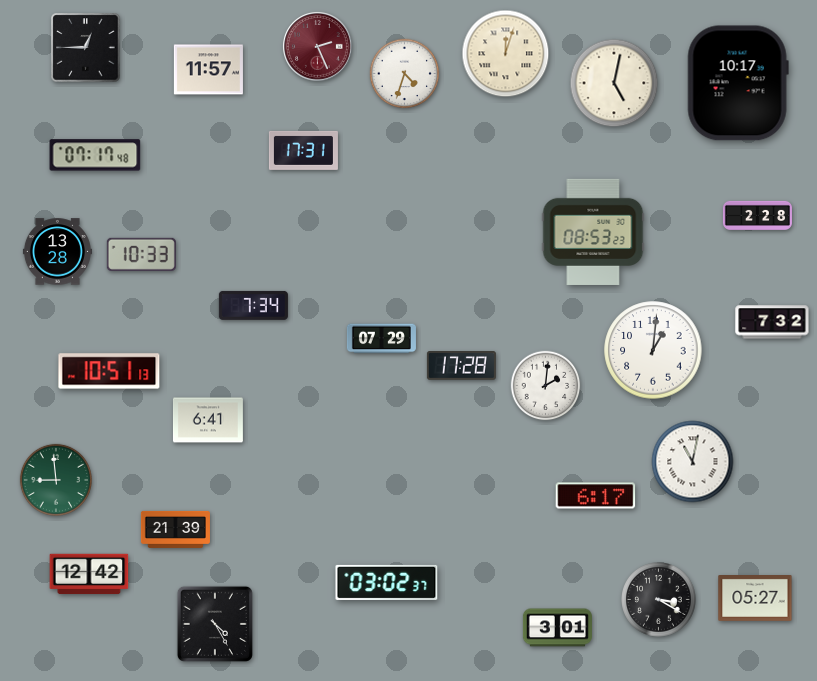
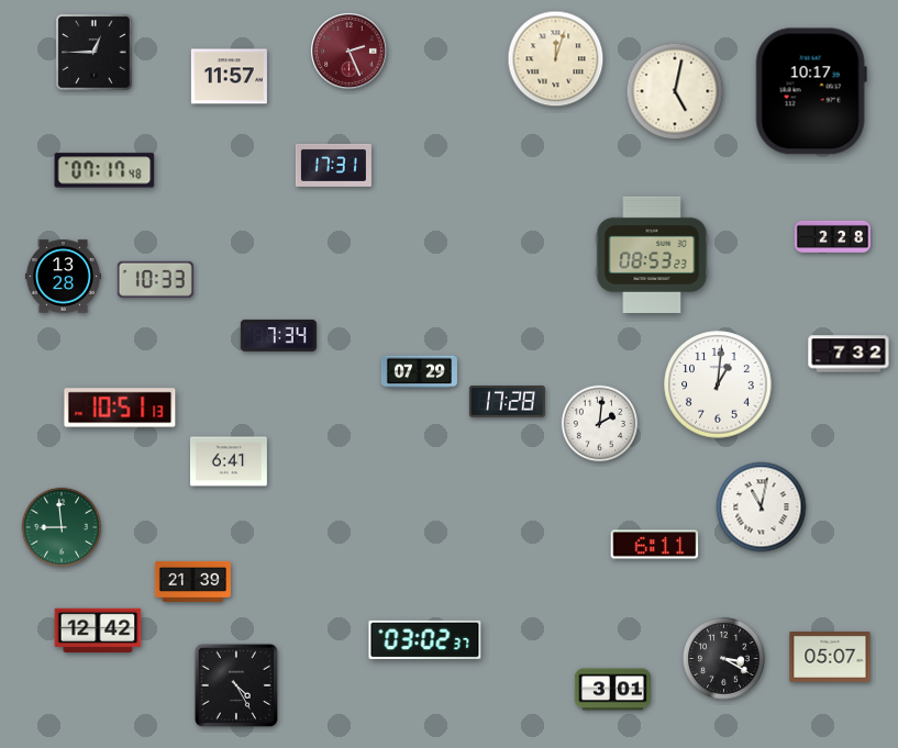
clock at (405, 74): 4:33 -> none
clock at (596, 496): 6:17 -> 6:11
clock at (755, 599): 05:27 -> 05:07
